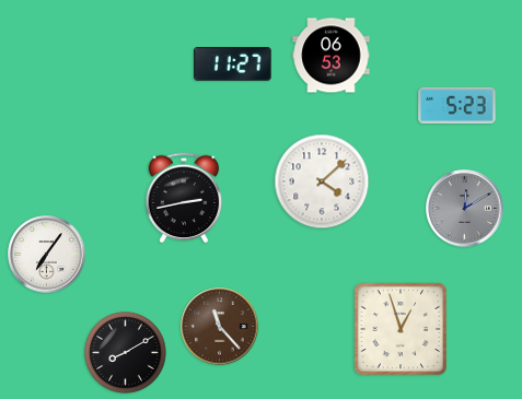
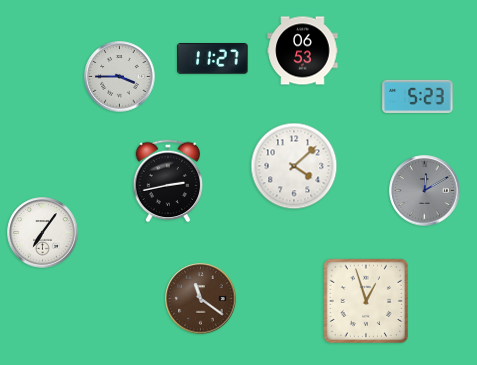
clock at (120, 77): none -> 3:45
clock at (220, 327): 11:23 -> 11:21
clock at (126, 353): 8:10 -> none
